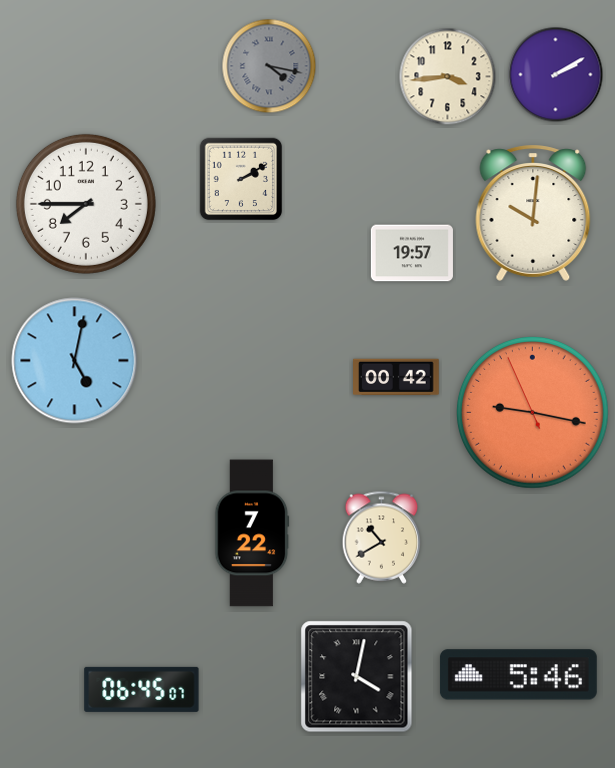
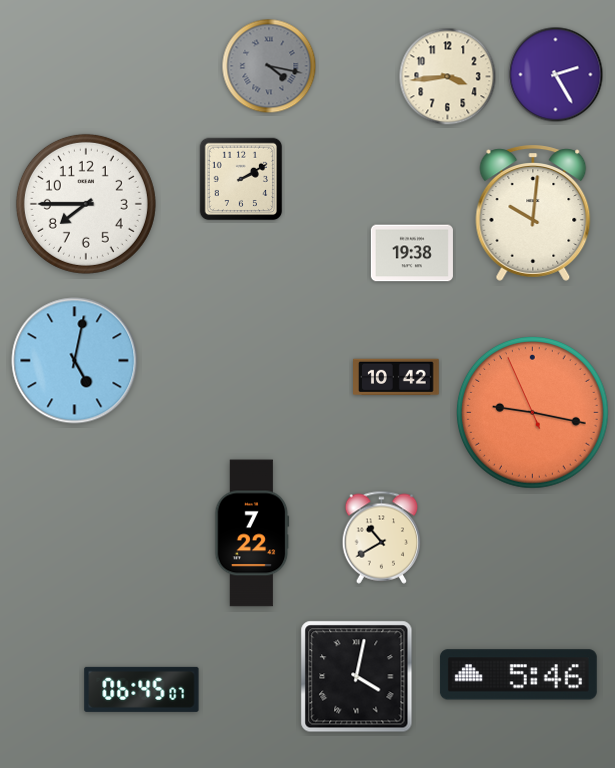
clock at (556, 75): 2:10 -> 2:25
clock at (412, 253): 19:57 -> 19:38
clock at (397, 377): 00:42 -> 10:42
